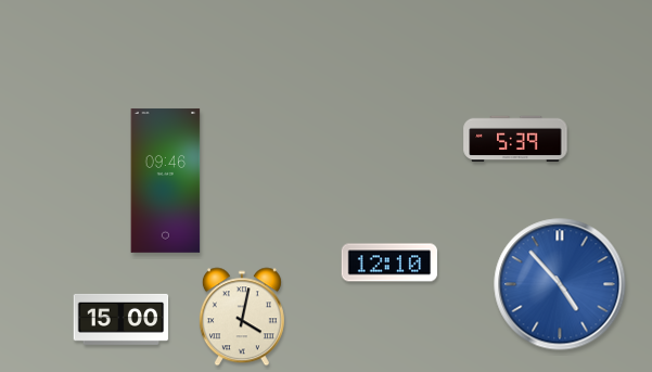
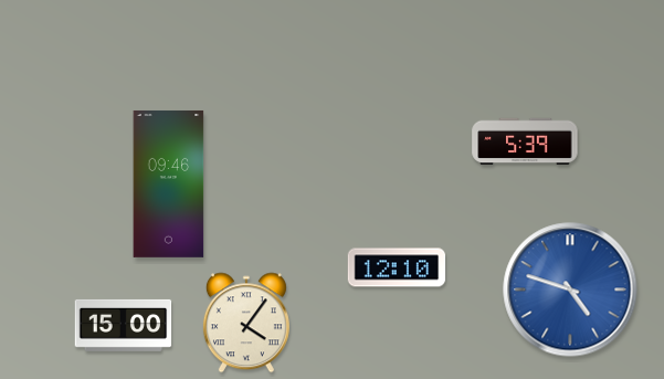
clock at (560, 284): 4:53 -> 4:48
clock at (242, 317): 4:02 -> 4:06
